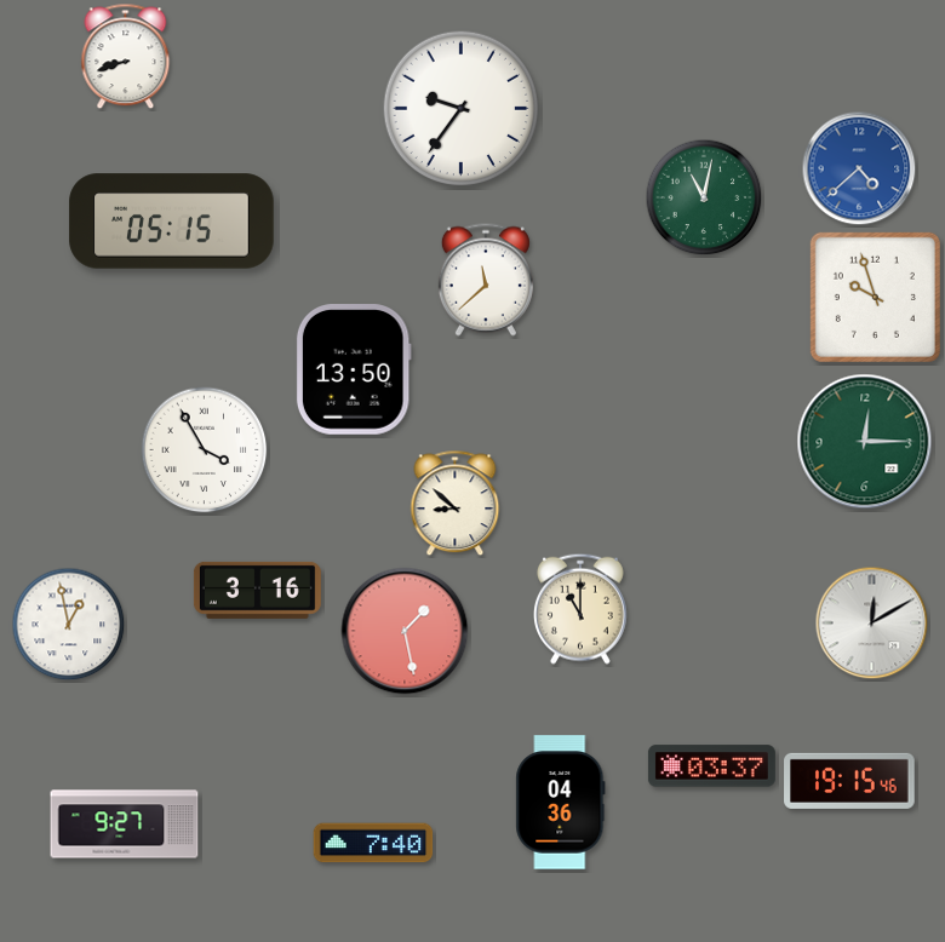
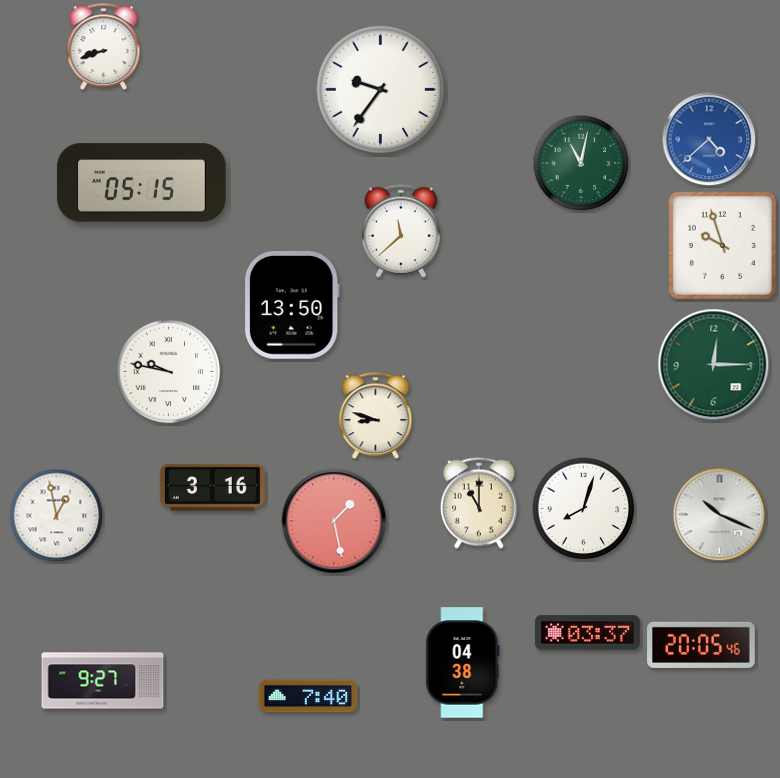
clock at (205, 450): 3:55 -> 9:47
clock at (456, 504): 8:52 -> 8:48
clock at (584, 509): none -> 8:03
clock at (872, 624): 12:10 -> 10:19
clock at (849, 781): 19:15 -> 20:05
clock at (561, 803): 04:36 -> 04:38
